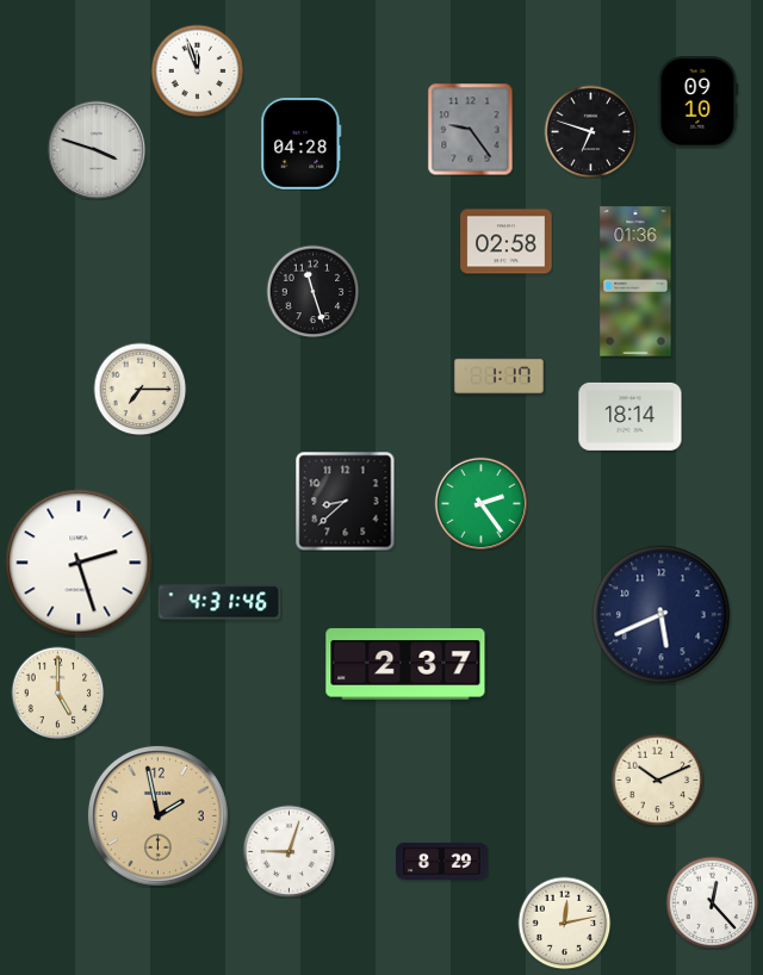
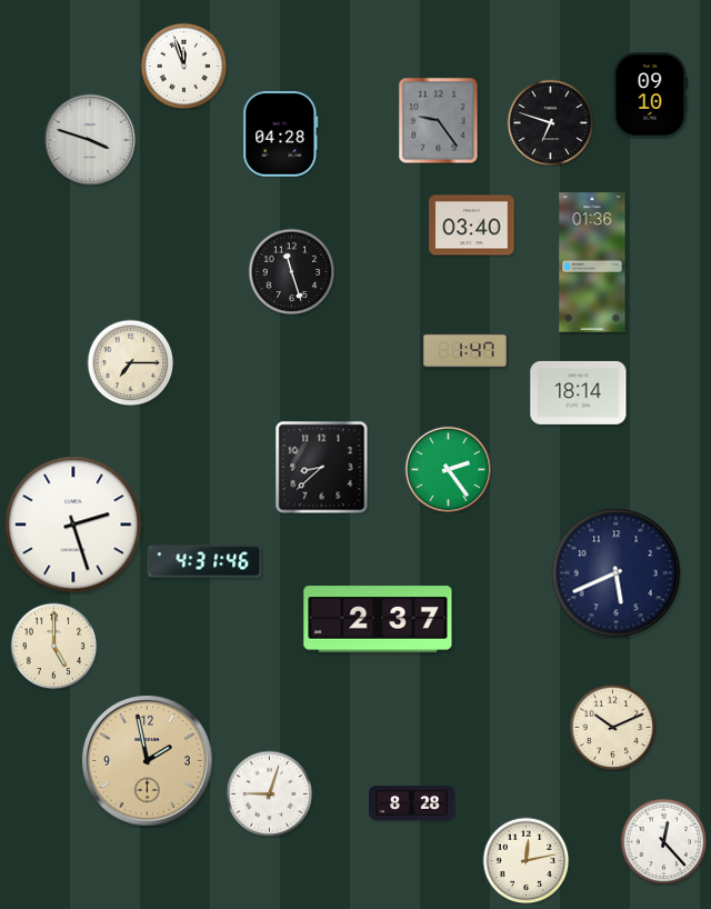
clock at (507, 242): 02:58 -> 03:40
clock at (500, 377): 1:17 -> 1:47
clock at (631, 416) position: (631, 416) -> (579, 392)
clock at (442, 861): 8:29 -> 8:28
